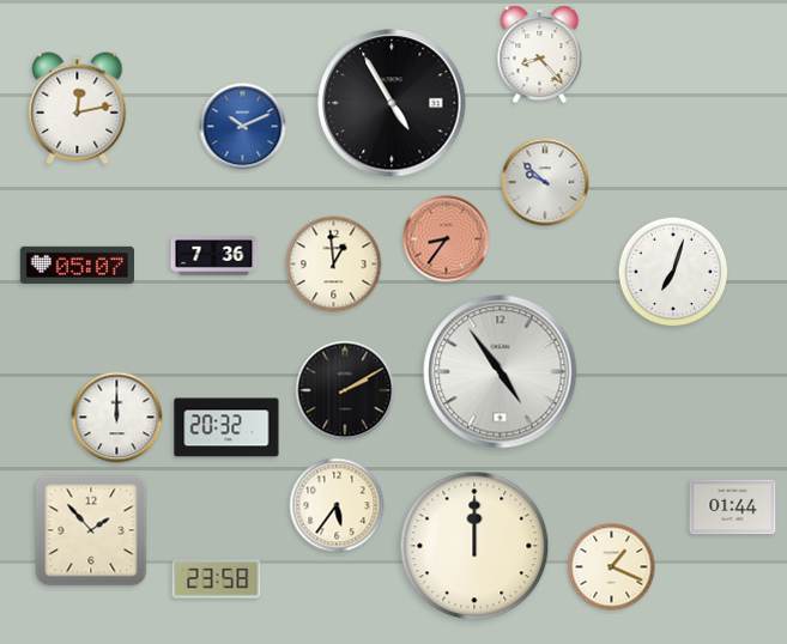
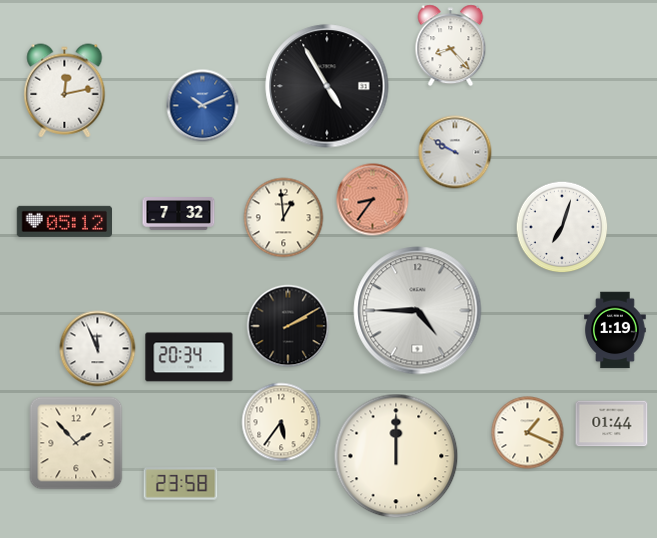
clock at (545, 182): 9:52 -> 9:50
clock at (214, 256): 7:36 -> 7:32
clock at (77, 265): 05:07 -> 05:12
clock at (334, 265) position: (334, 265) -> (284, 218)
clock at (501, 372): 4:54 -> 4:45
clock at (615, 330): none -> 1:19
clock at (117, 418): 12:00 -> 11:56
clock at (226, 427): 20:32 -> 20:34
clock at (612, 567) position: (612, 567) -> (528, 433)
